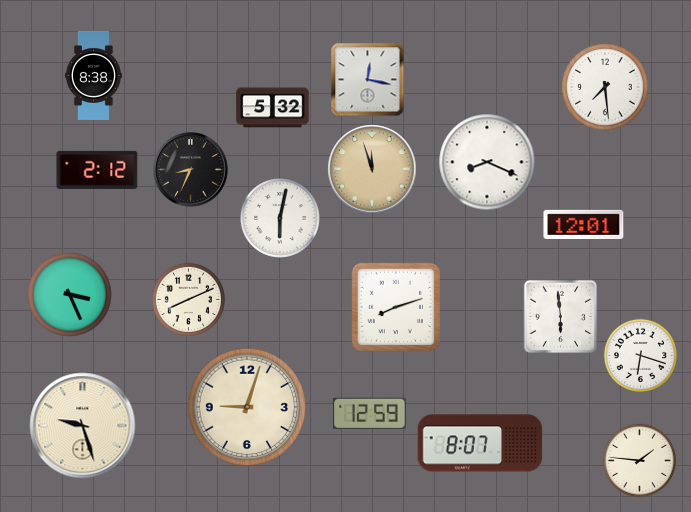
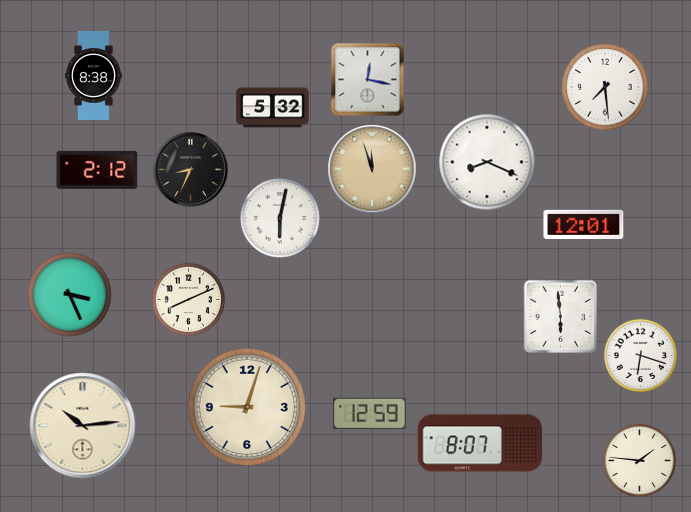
clock at (396, 307): 8:12 -> none
clock at (83, 426): 9:27 -> 10:14
